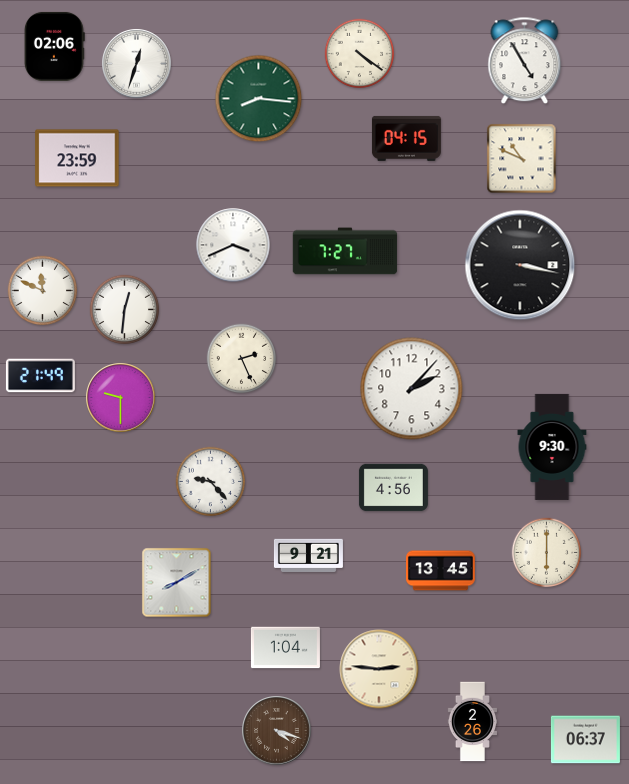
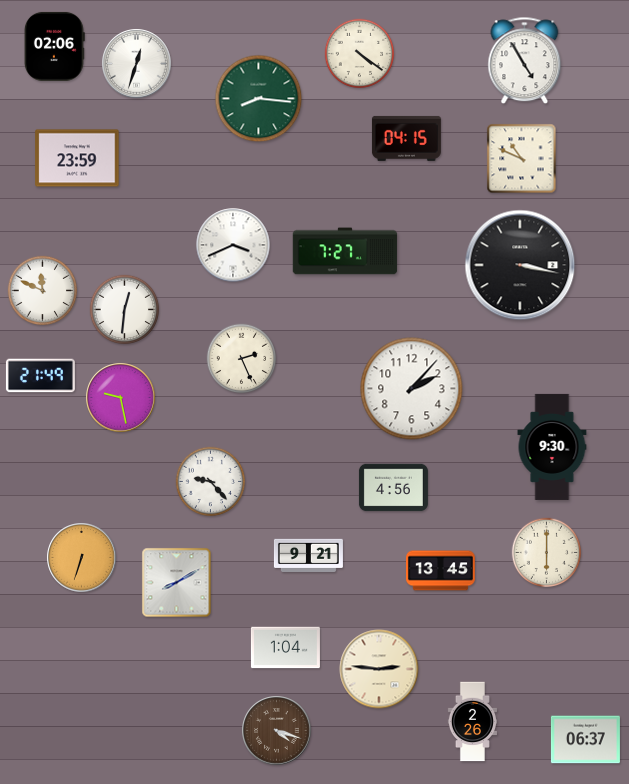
clock at (121, 398): 9:30 -> 9:28
clock at (82, 558): none -> 6:33
